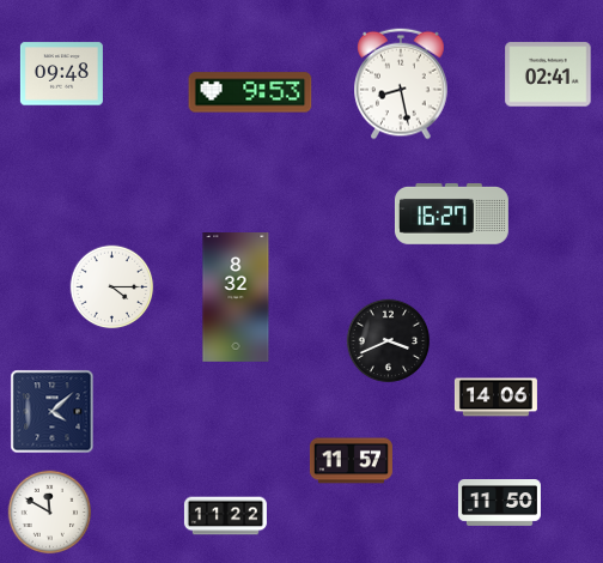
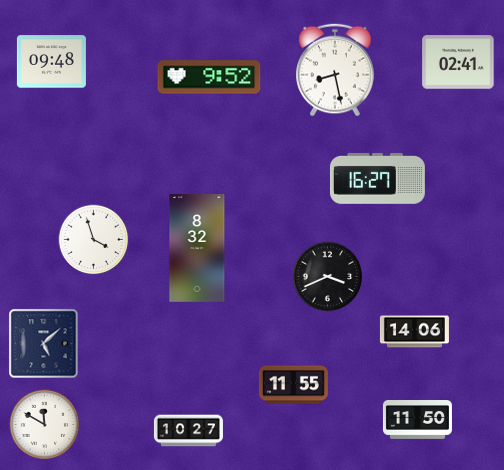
clock at (250, 92): 9:53 -> 9:52
clock at (112, 287): 4:15 -> 3:57
clock at (389, 341) position: (389, 341) -> (328, 277)
clock at (53, 412): 4:08 -> 5:08
clock at (351, 461): 11:57 -> 11:55
clock at (50, 513) position: (50, 513) -> (45, 425)
clock at (225, 516): 11:22 -> 10:27
